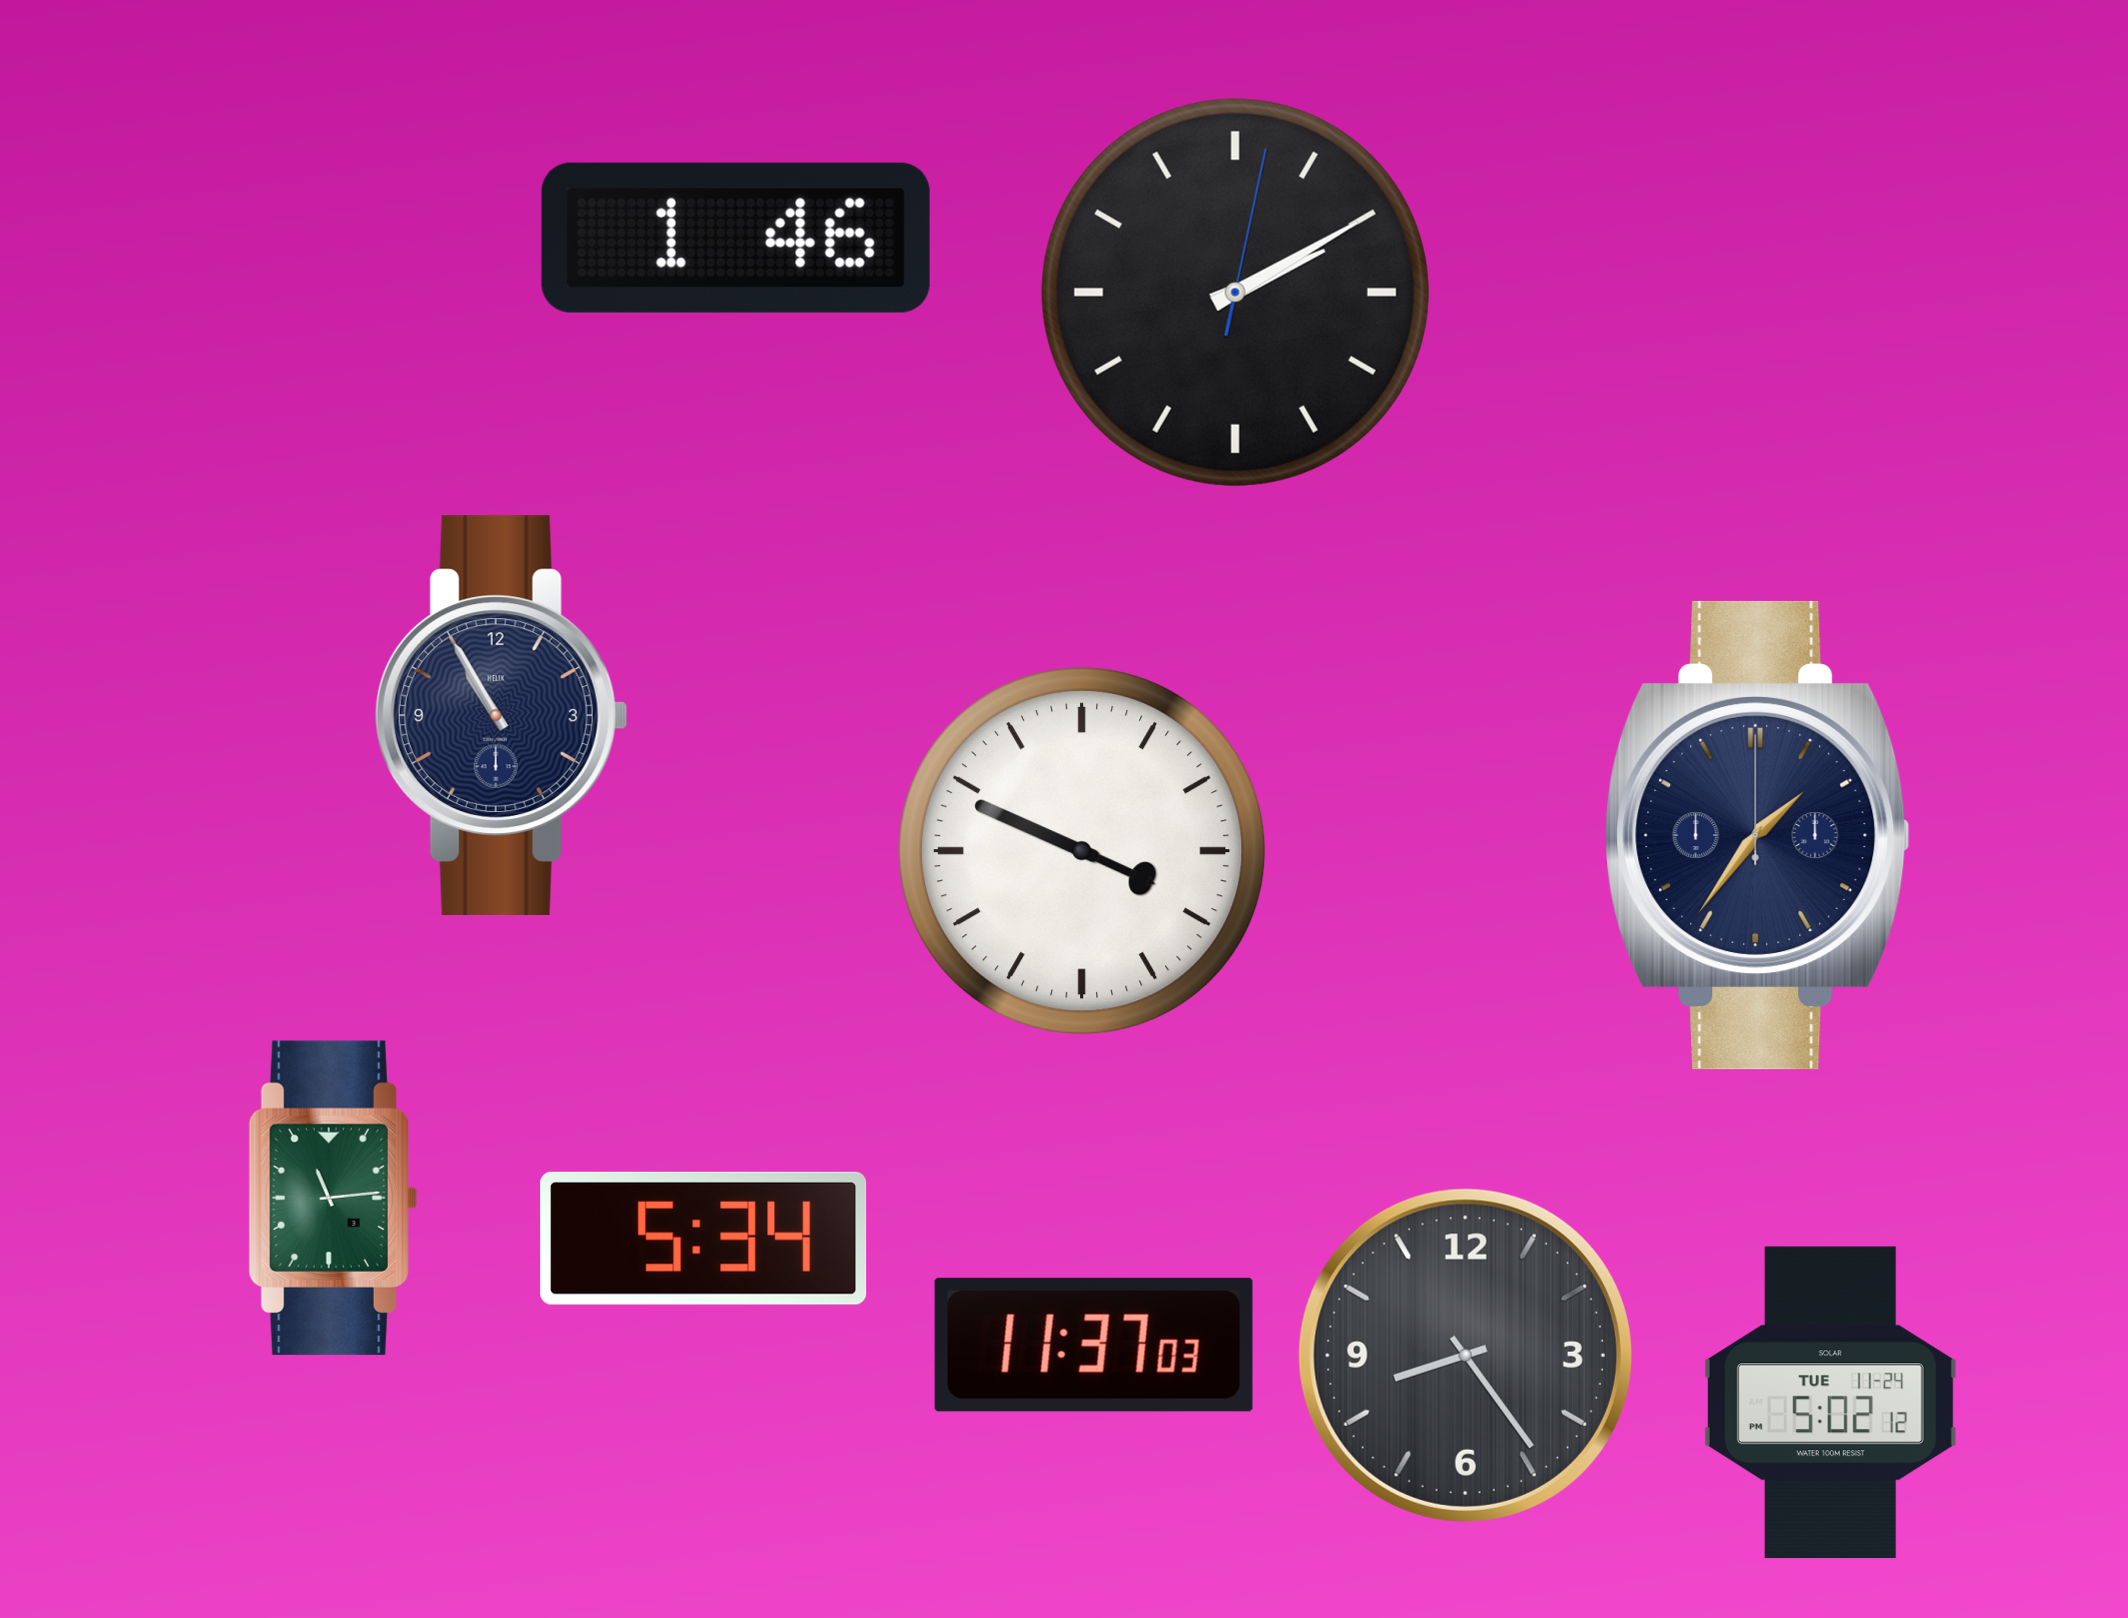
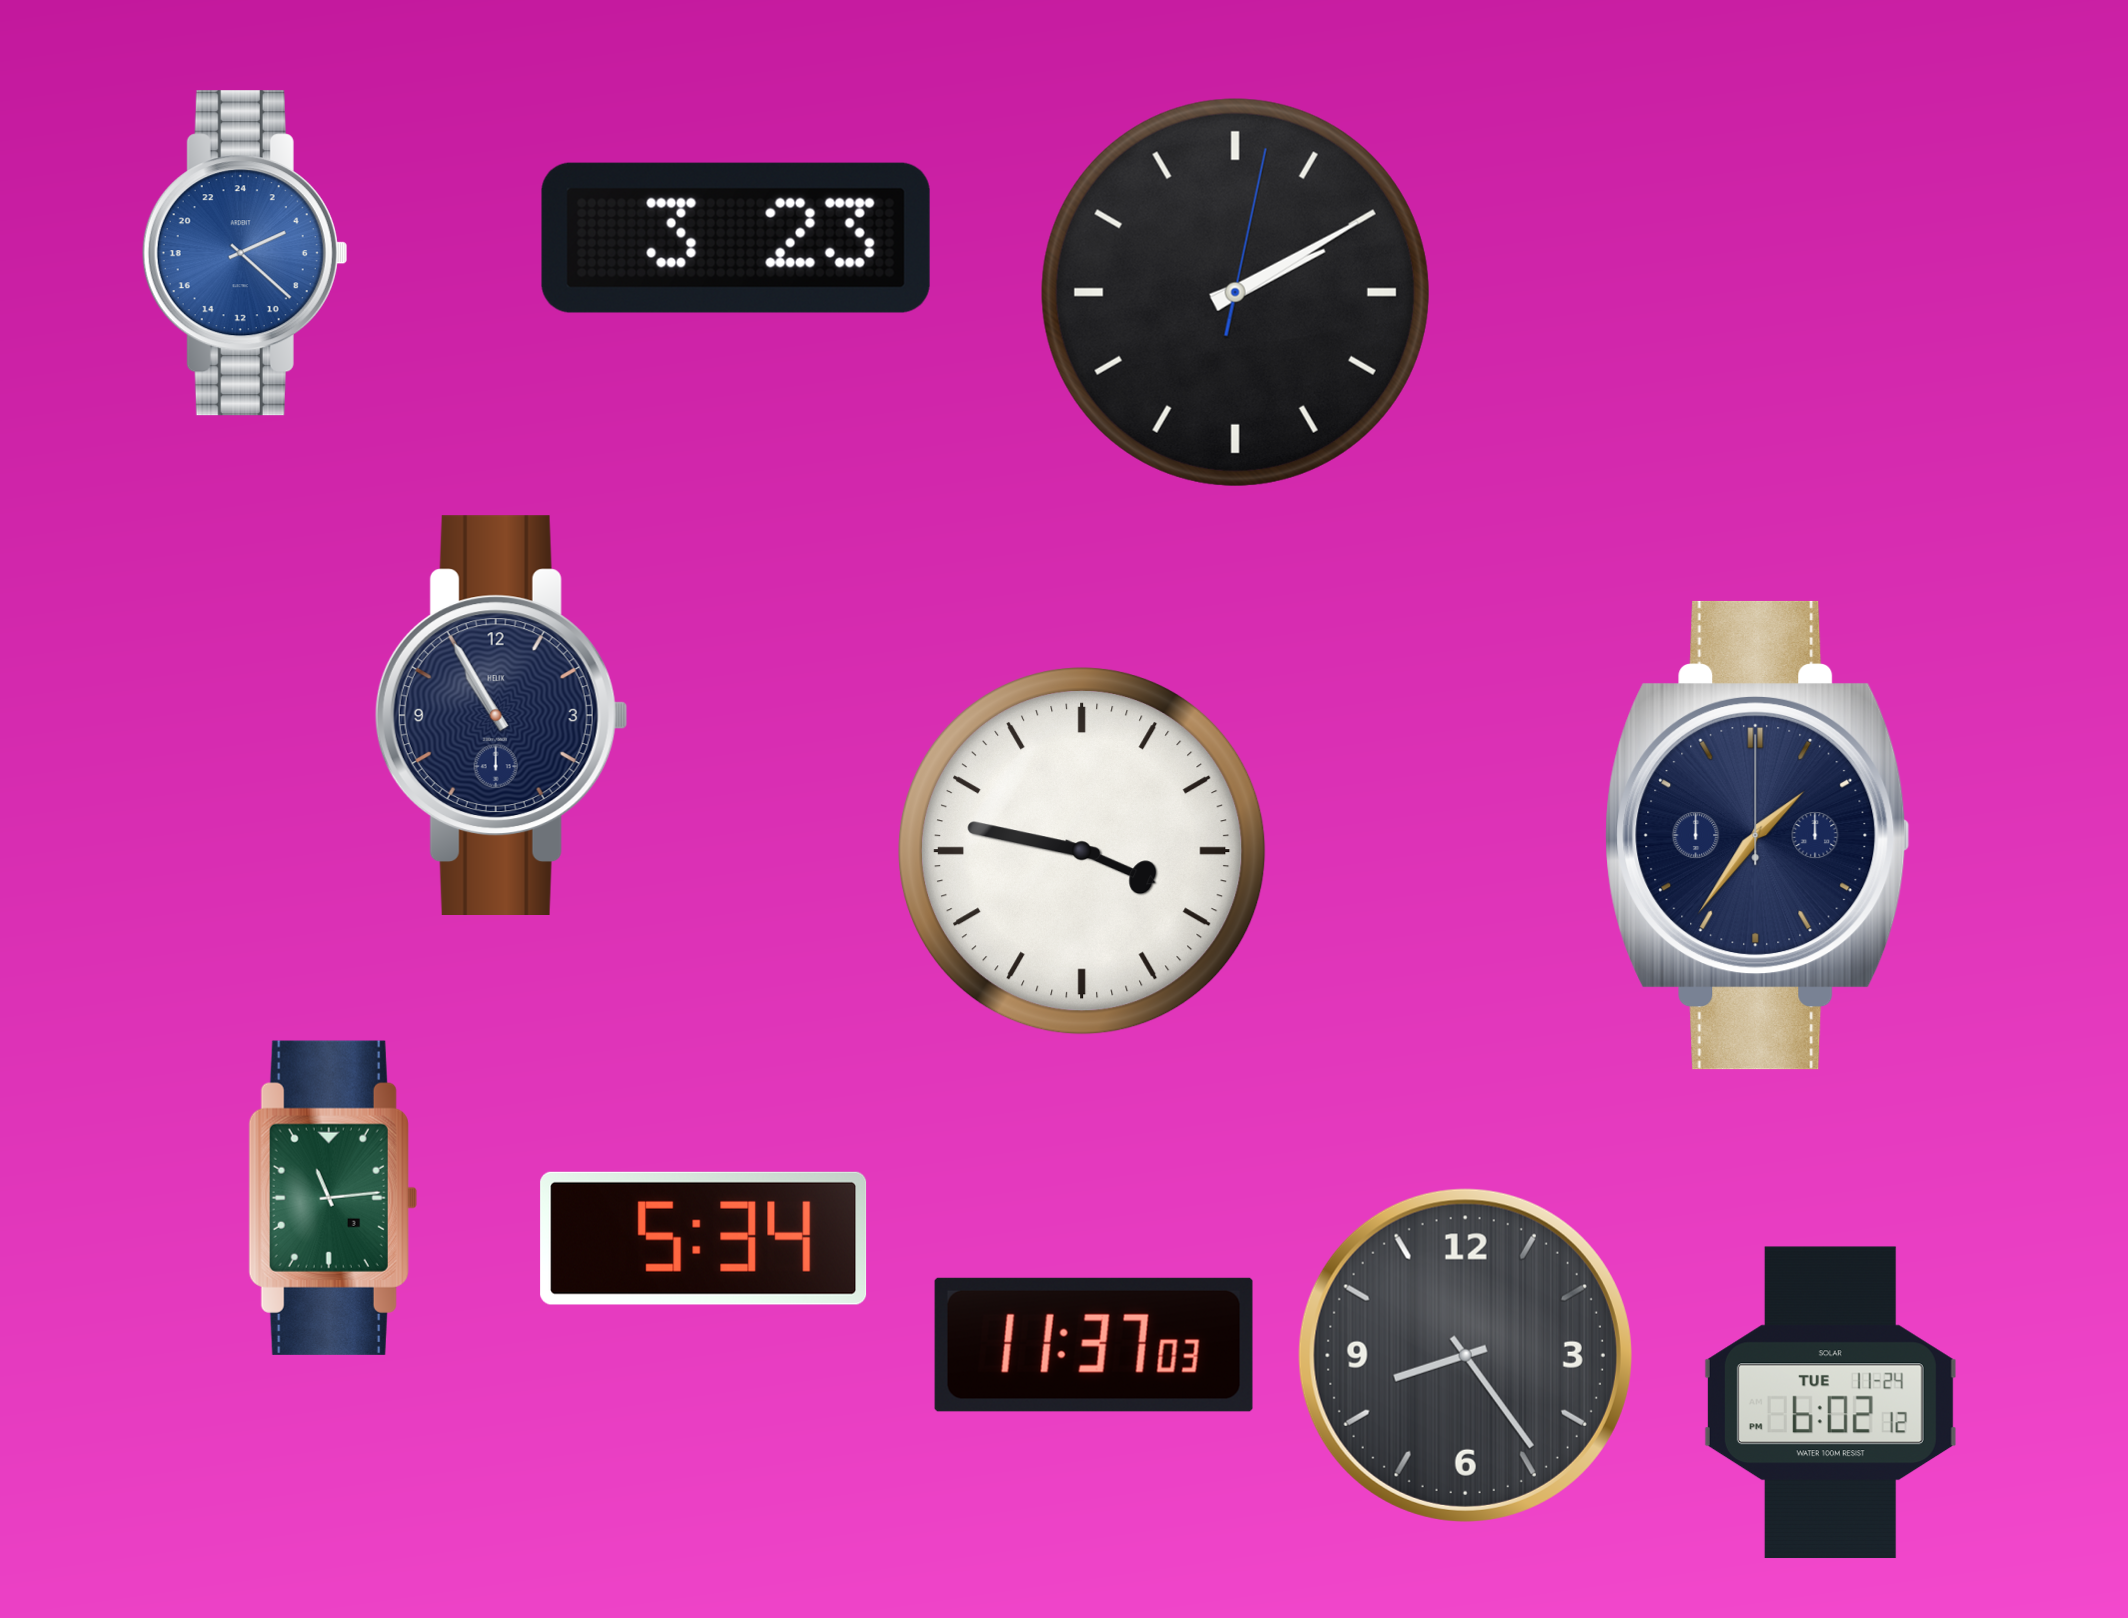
clock at (736, 238): 1:46 -> 3:23
clock at (245, 253): none -> 4:22
clock at (1082, 851): 3:49 -> 3:47
clock at (1830, 1403): 5:02 -> 6:02
